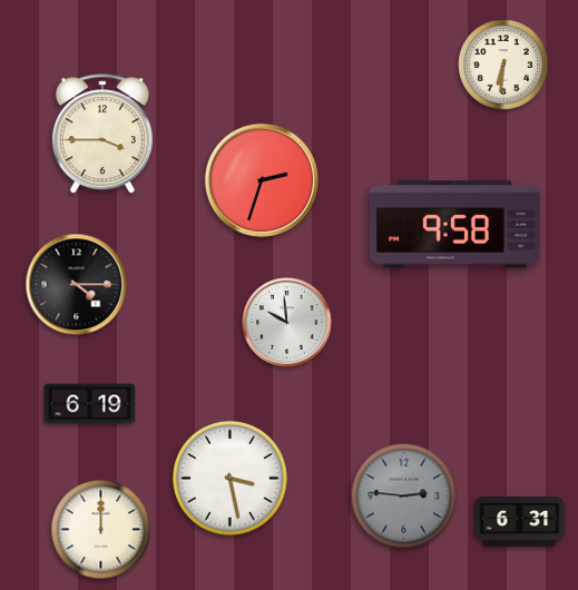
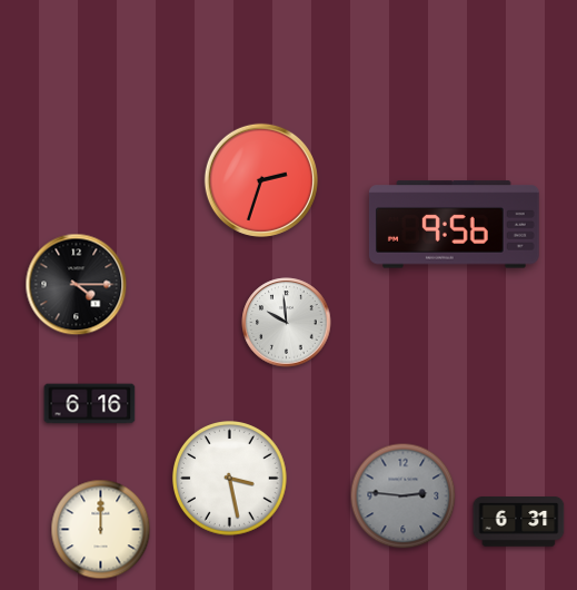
clock at (503, 65): 6:31 -> none
clock at (102, 135): 3:45 -> none
clock at (454, 225): 9:58 -> 9:56
clock at (90, 404): 6:19 -> 6:16
